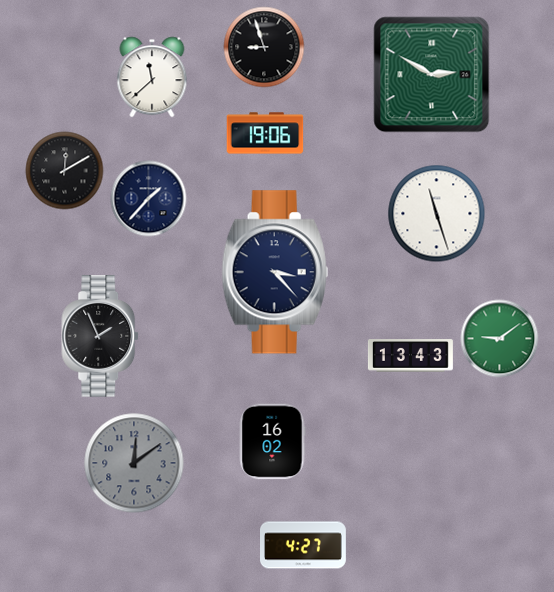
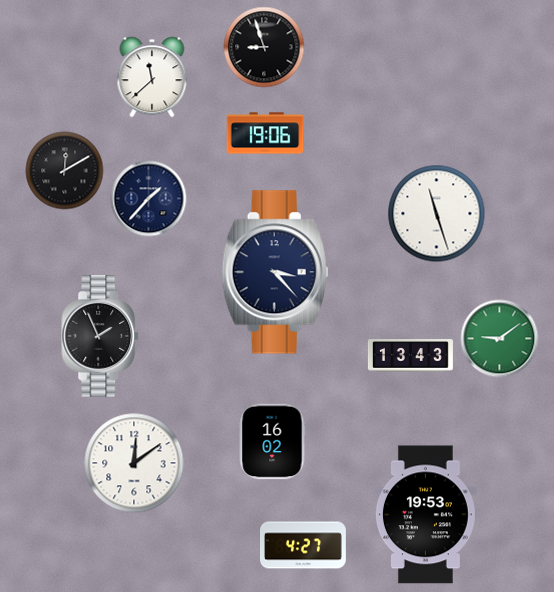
clock at (432, 75): 2:50 -> none
clock at (134, 463) dial: grey -> white
clock at (425, 515): none -> 19:53
